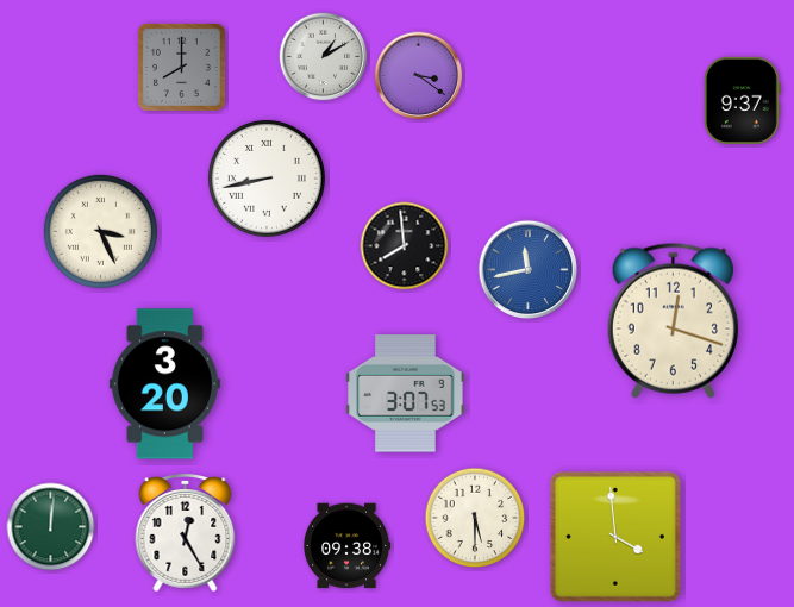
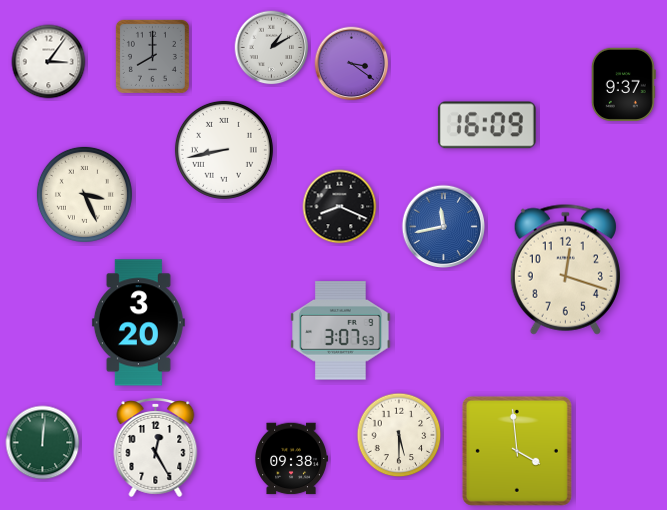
clock at (49, 62): none -> 3:06
clock at (487, 125): none -> 16:09
clock at (405, 246): 7:59 -> 8:19
